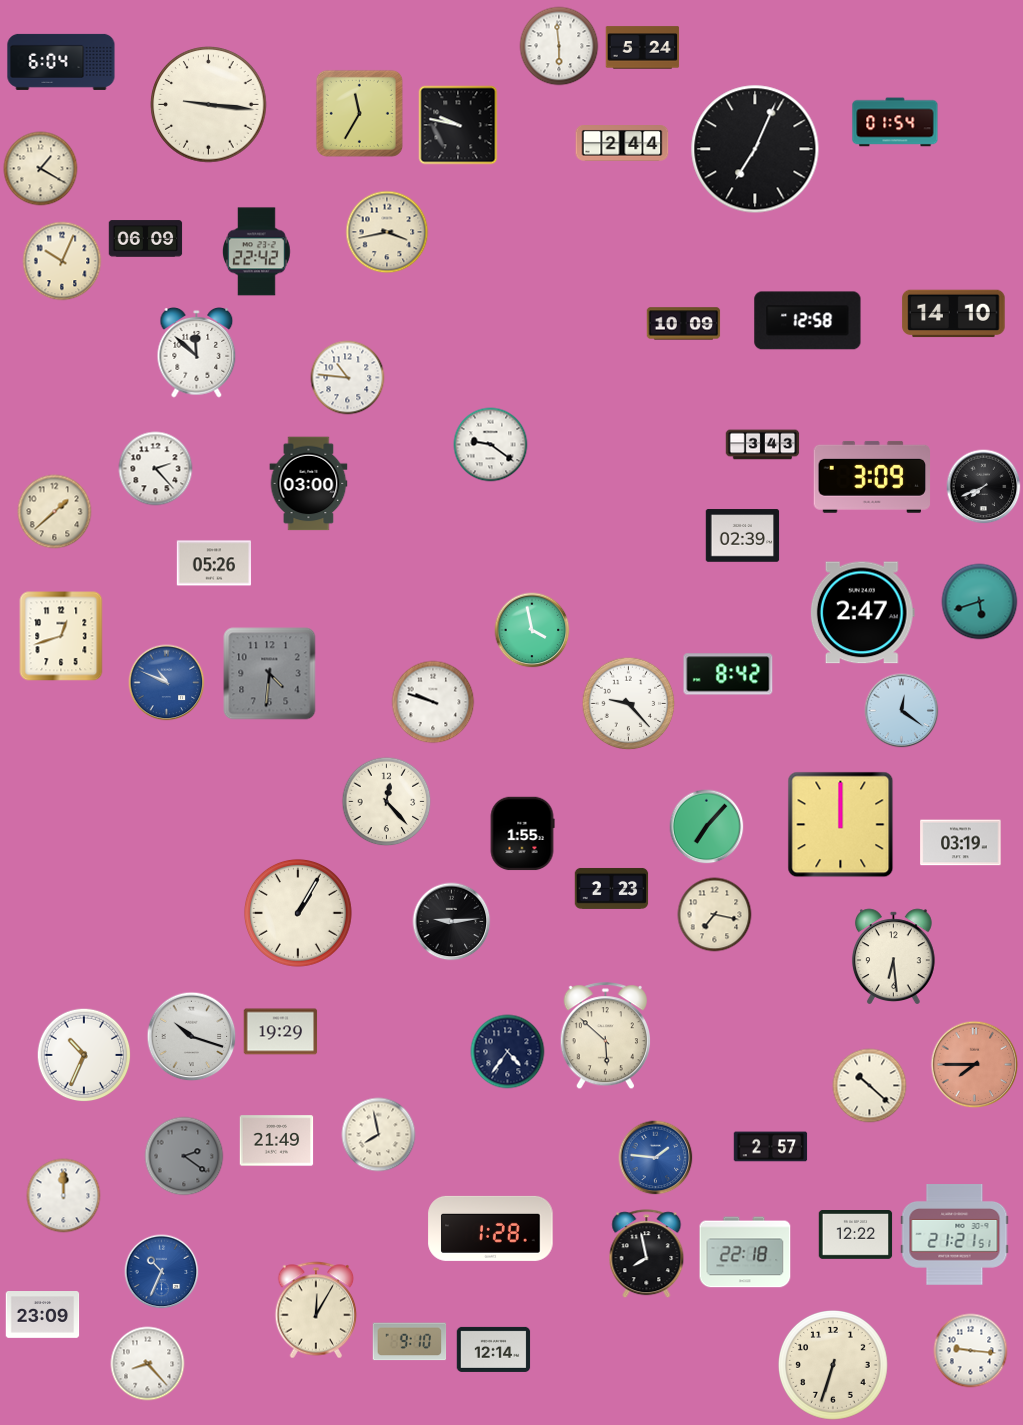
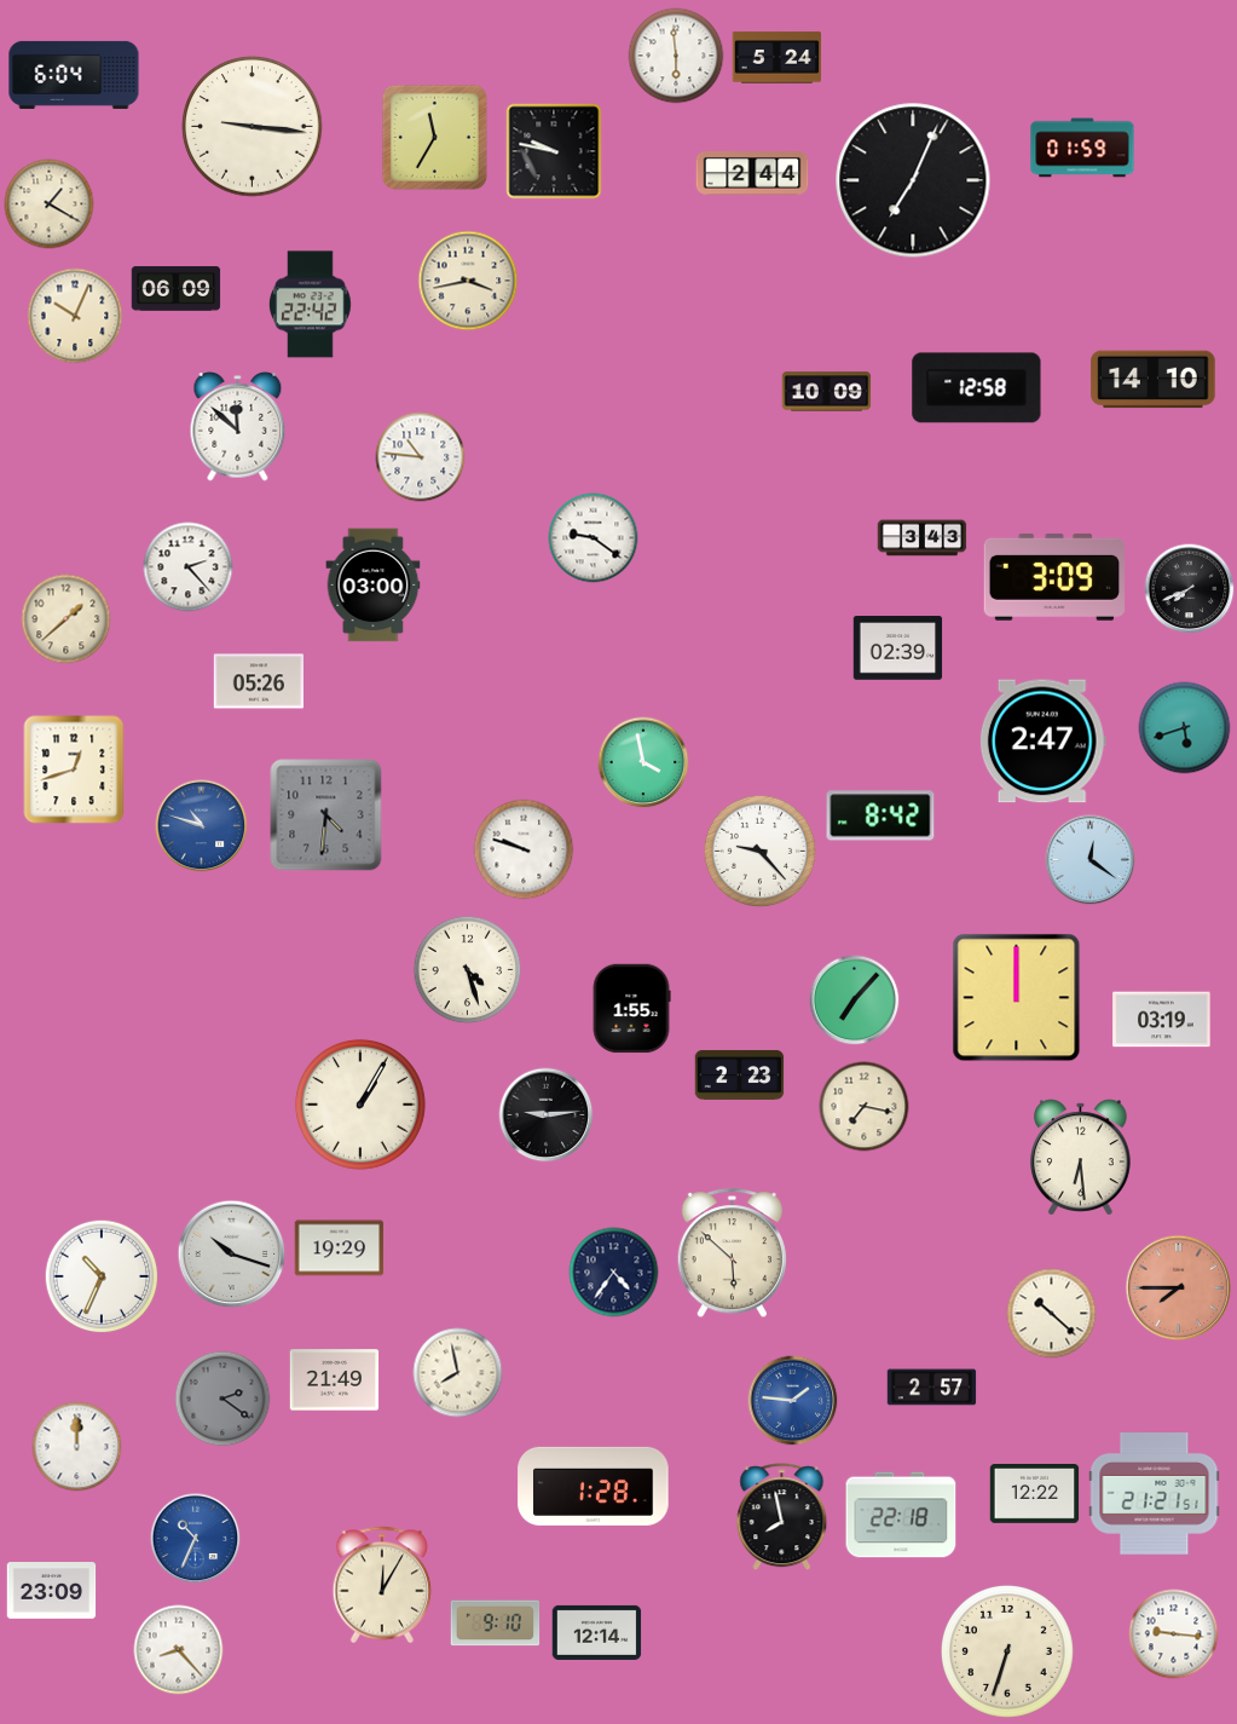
clock at (895, 122): 01:54 -> 01:59
clock at (167, 683): 10:49 -> 10:48
clock at (387, 802): 12:23 -> 4:27
